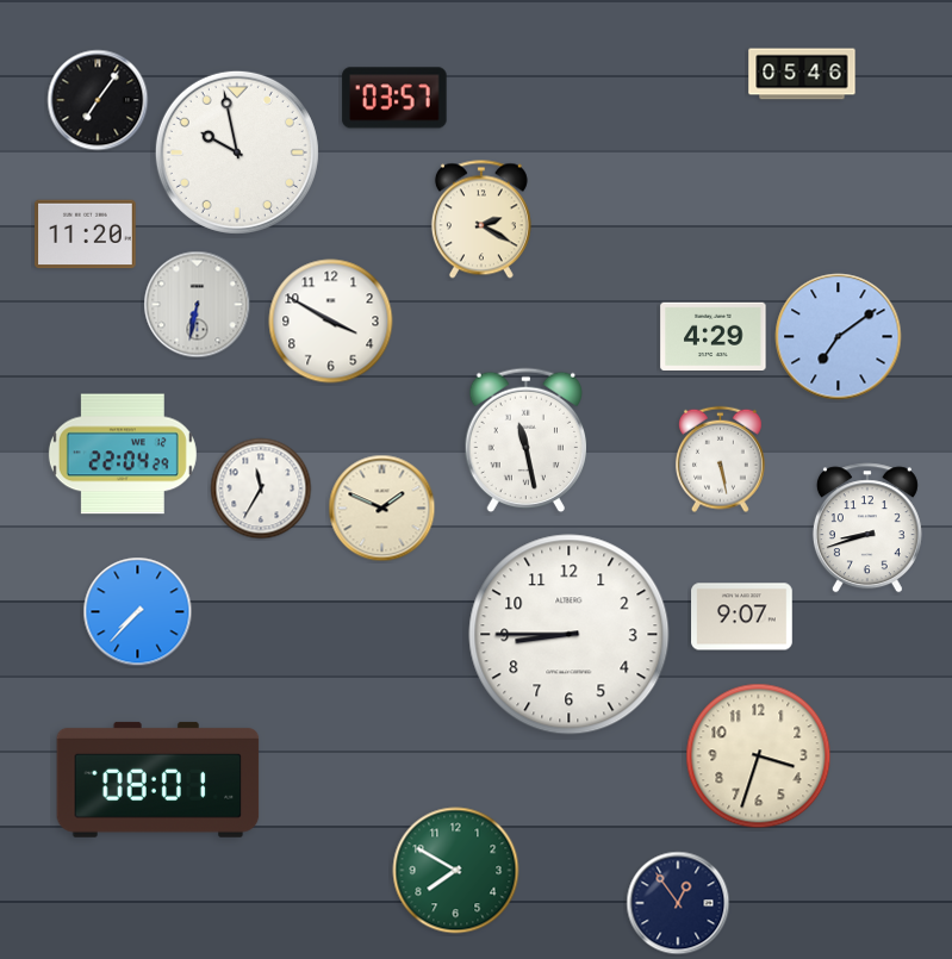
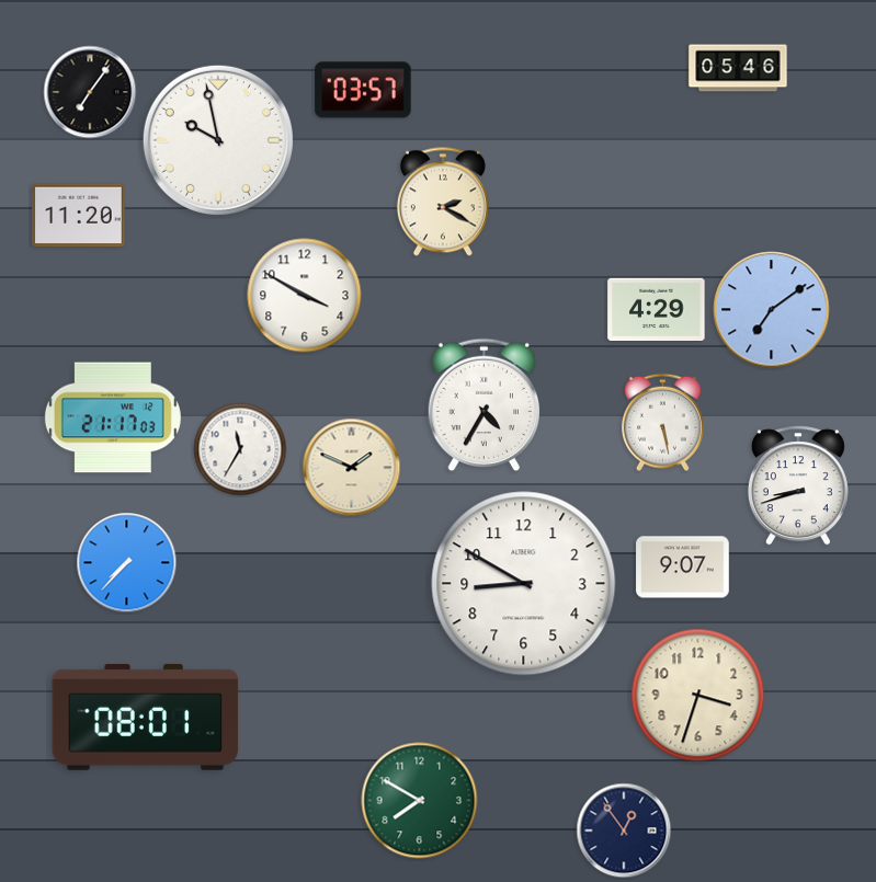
clock at (198, 305): 6:32 -> none
clock at (527, 441): 11:28 -> 4:35
clock at (123, 454): 22:04 -> 21:17
clock at (570, 635): 8:45 -> 8:50
